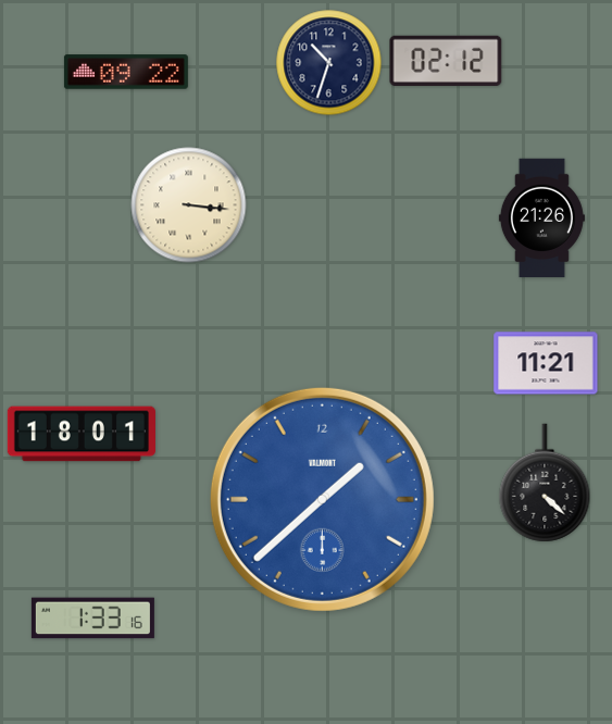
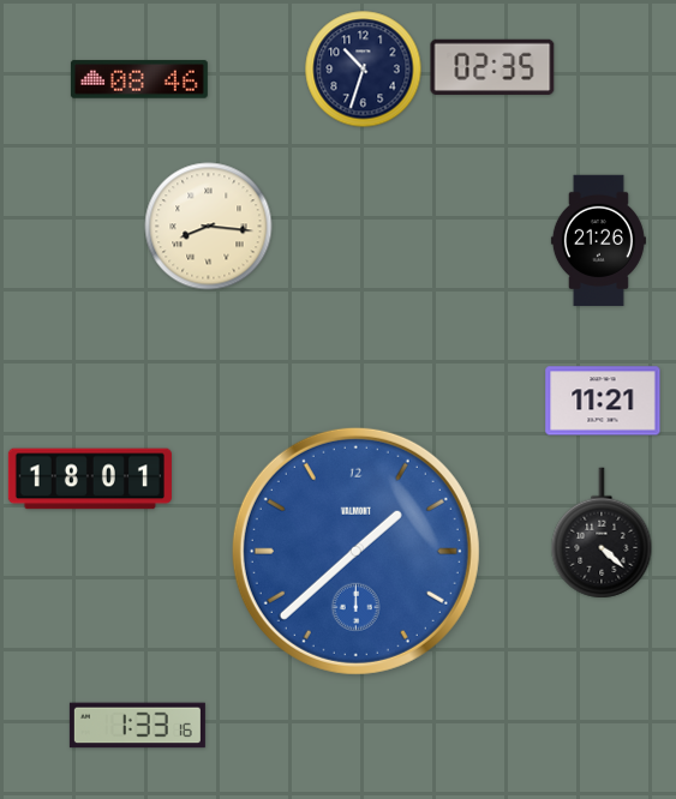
clock at (446, 60): 02:12 -> 02:35
clock at (126, 72): 09:22 -> 08:46
clock at (189, 205): 3:16 -> 8:16
clock at (92, 619) position: (92, 619) -> (137, 726)
